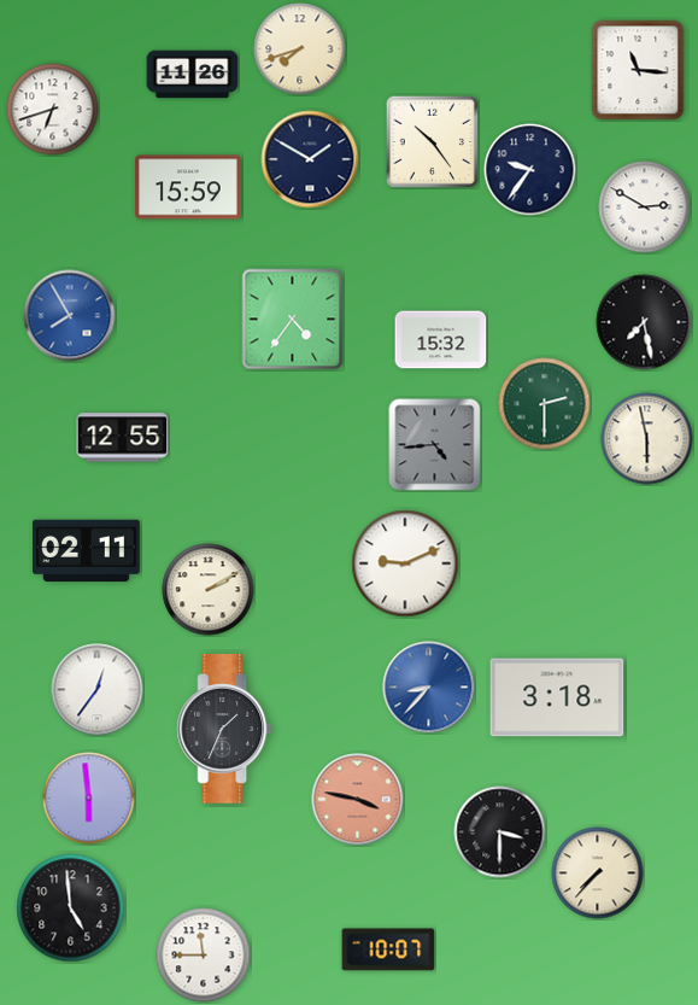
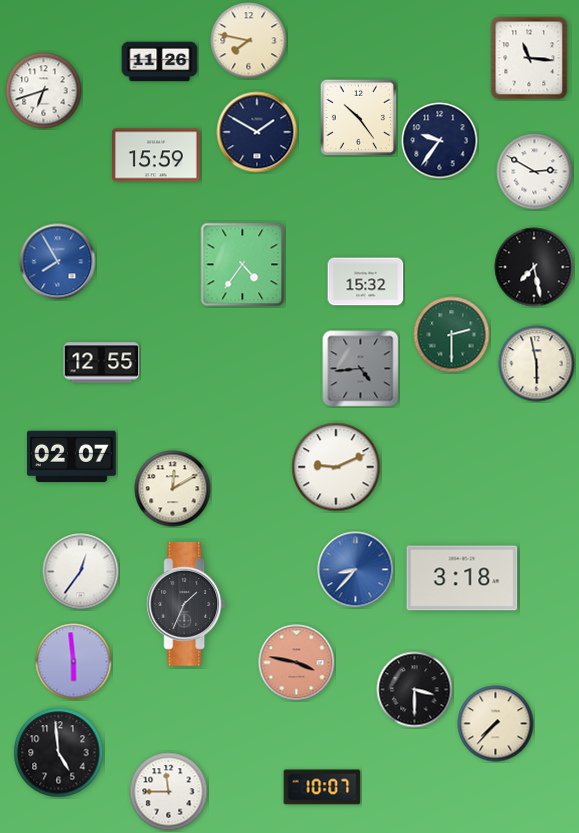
clock at (300, 49): 7:42 -> 7:47
clock at (86, 551): 02:11 -> 02:07
clock at (209, 590): 2:10 -> 12:10
